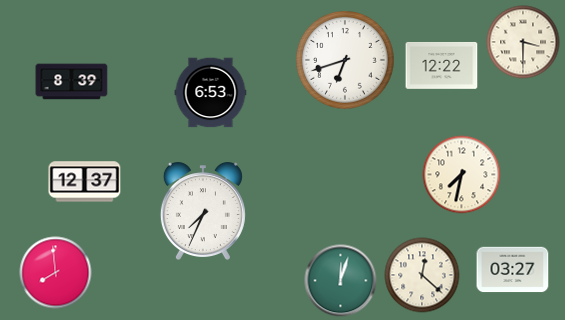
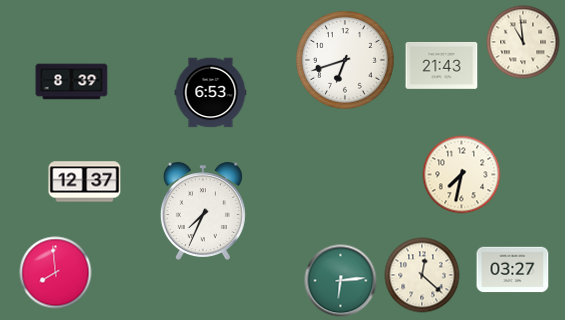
clock at (523, 42): 3:30 -> 10:59
clock at (442, 65): 12:22 -> 21:43
clock at (341, 281): 12:03 -> 6:14
